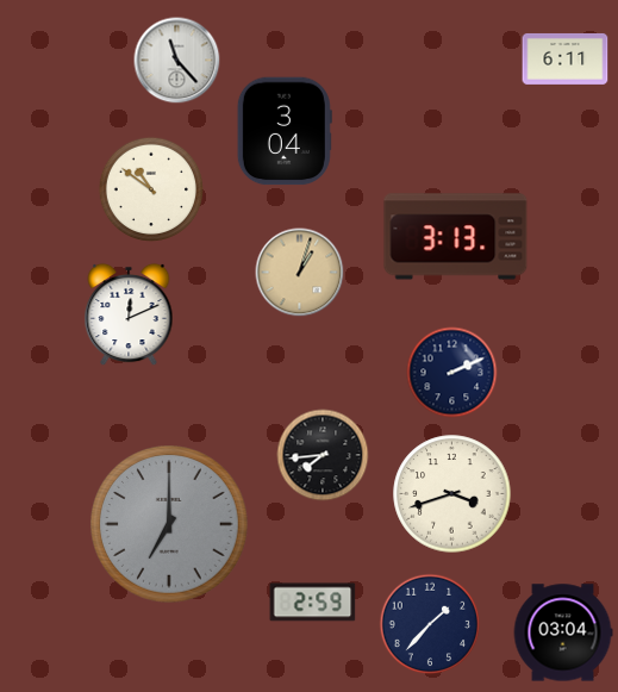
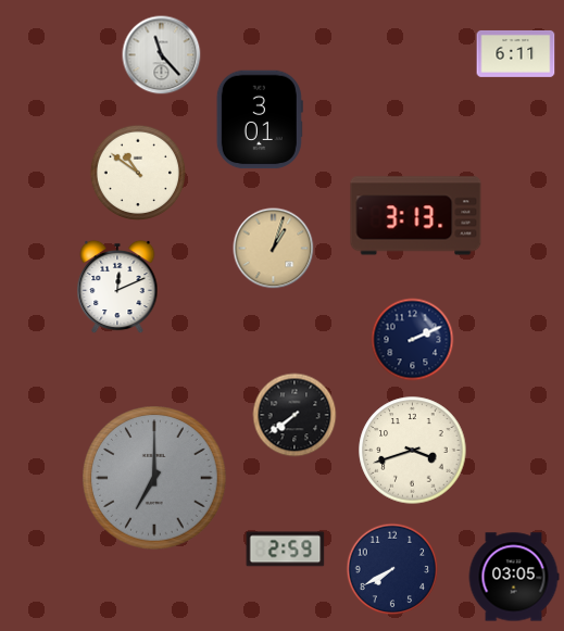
clock at (285, 131): 3:04 -> 3:01
clock at (323, 455): 7:44 -> 7:39
clock at (430, 624): 1:37 -> 7:40
clock at (563, 632): 03:04 -> 03:05
